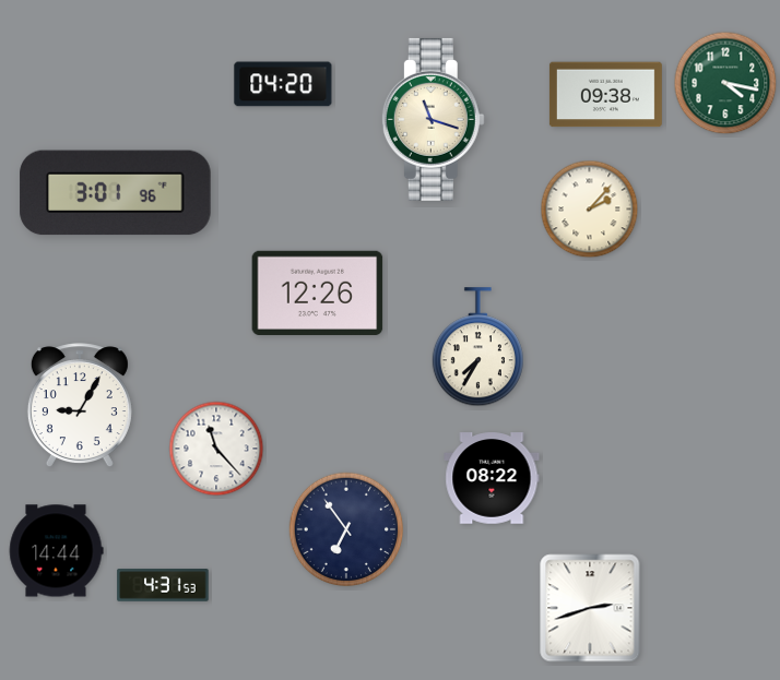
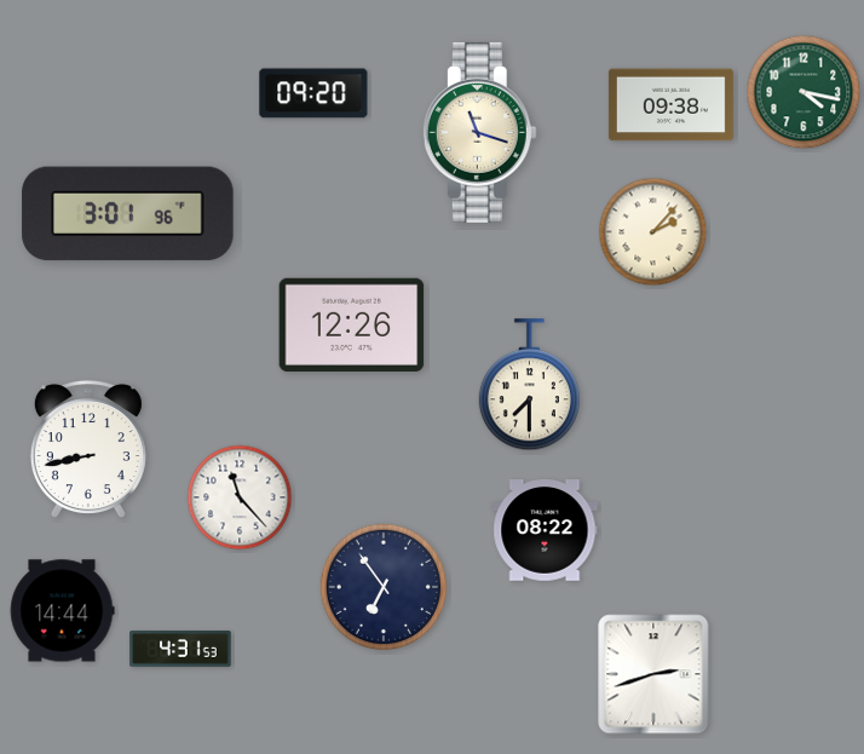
clock at (283, 84): 04:20 -> 09:20
clock at (477, 347): 7:35 -> 7:30
clock at (80, 406): 9:05 -> 8:43
